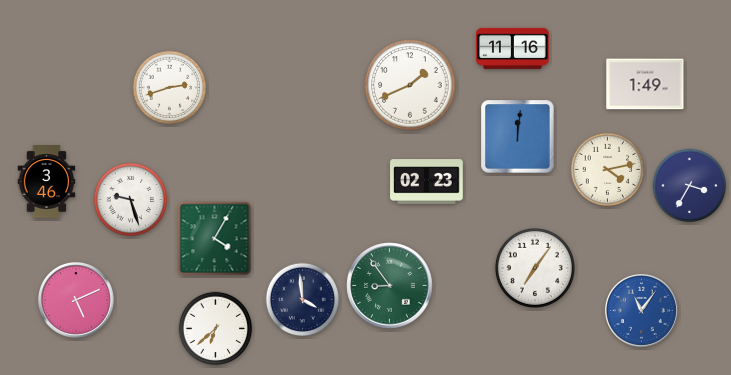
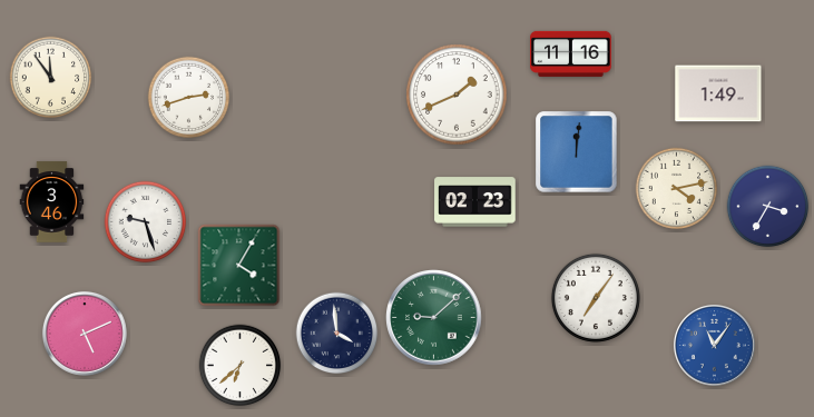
clock at (51, 78): none -> 11:54
clock at (390, 286): 8:54 -> 9:08
